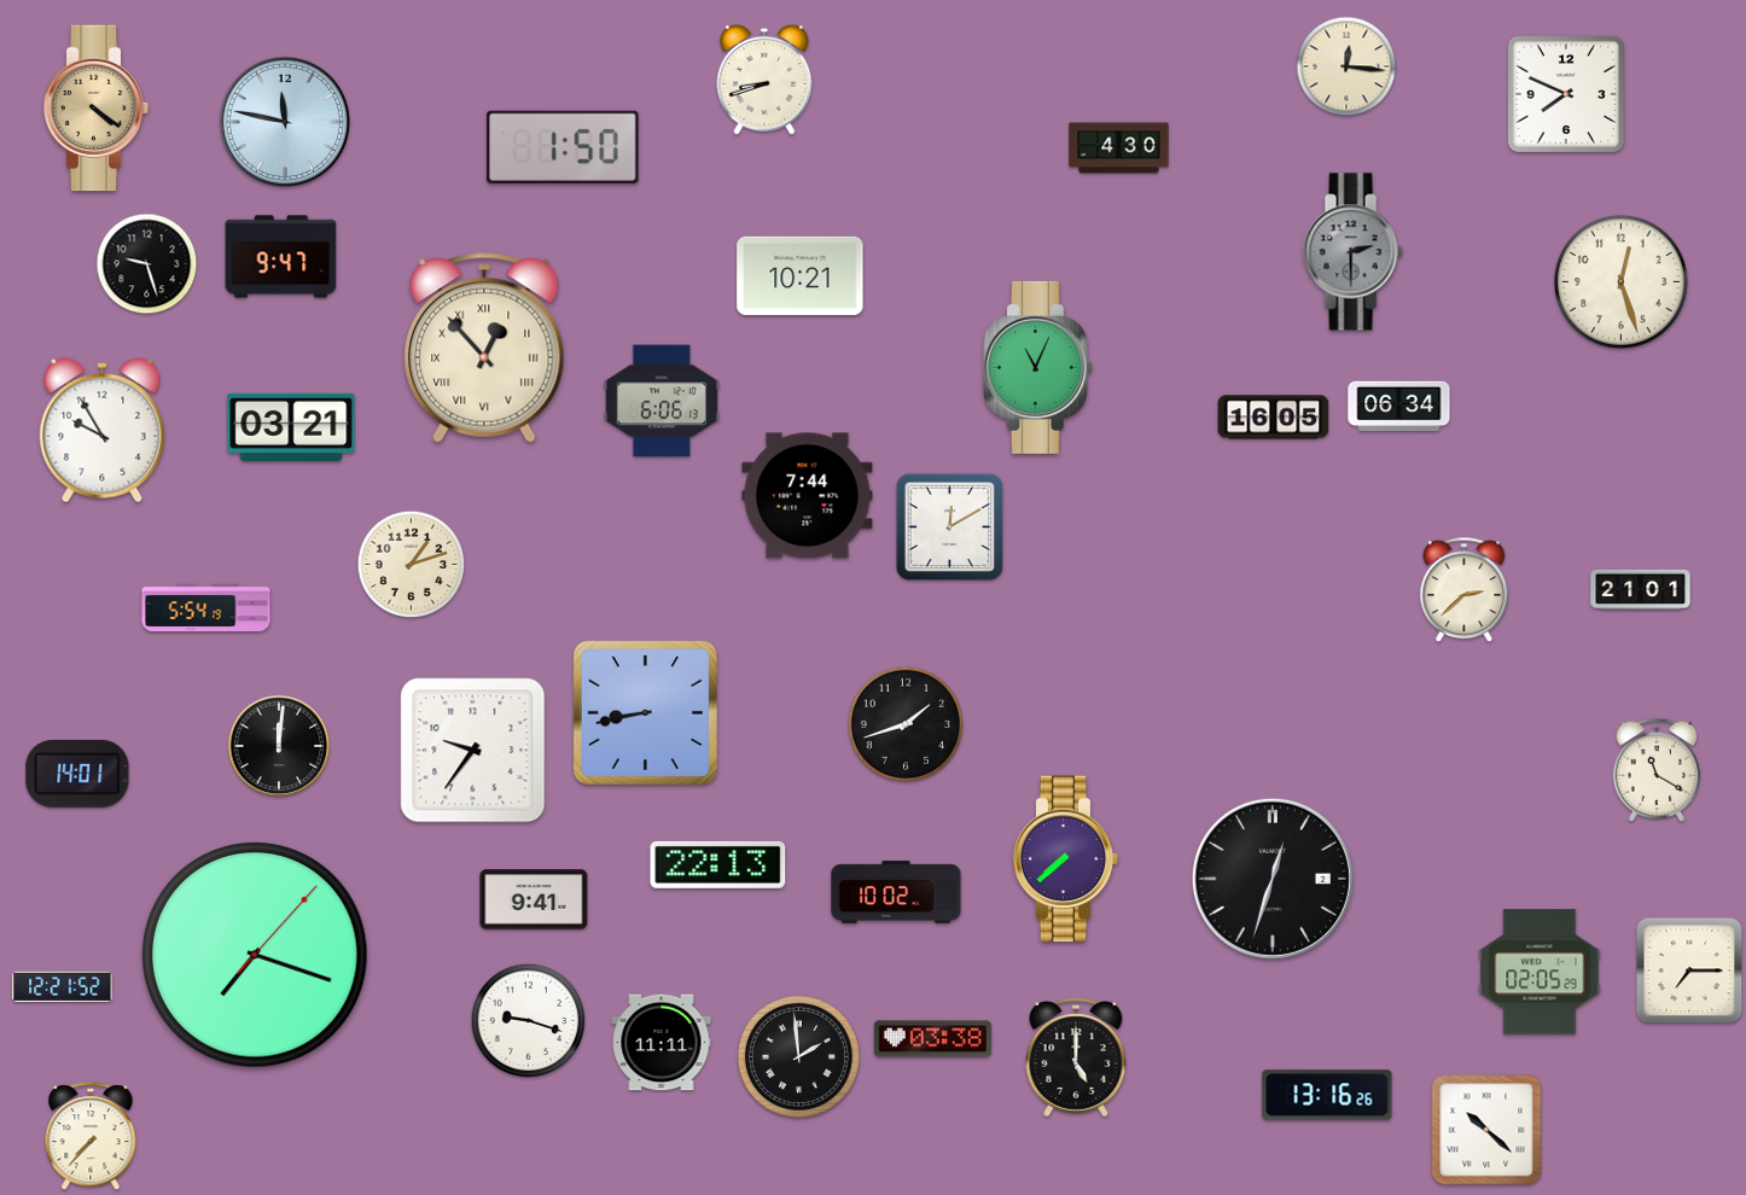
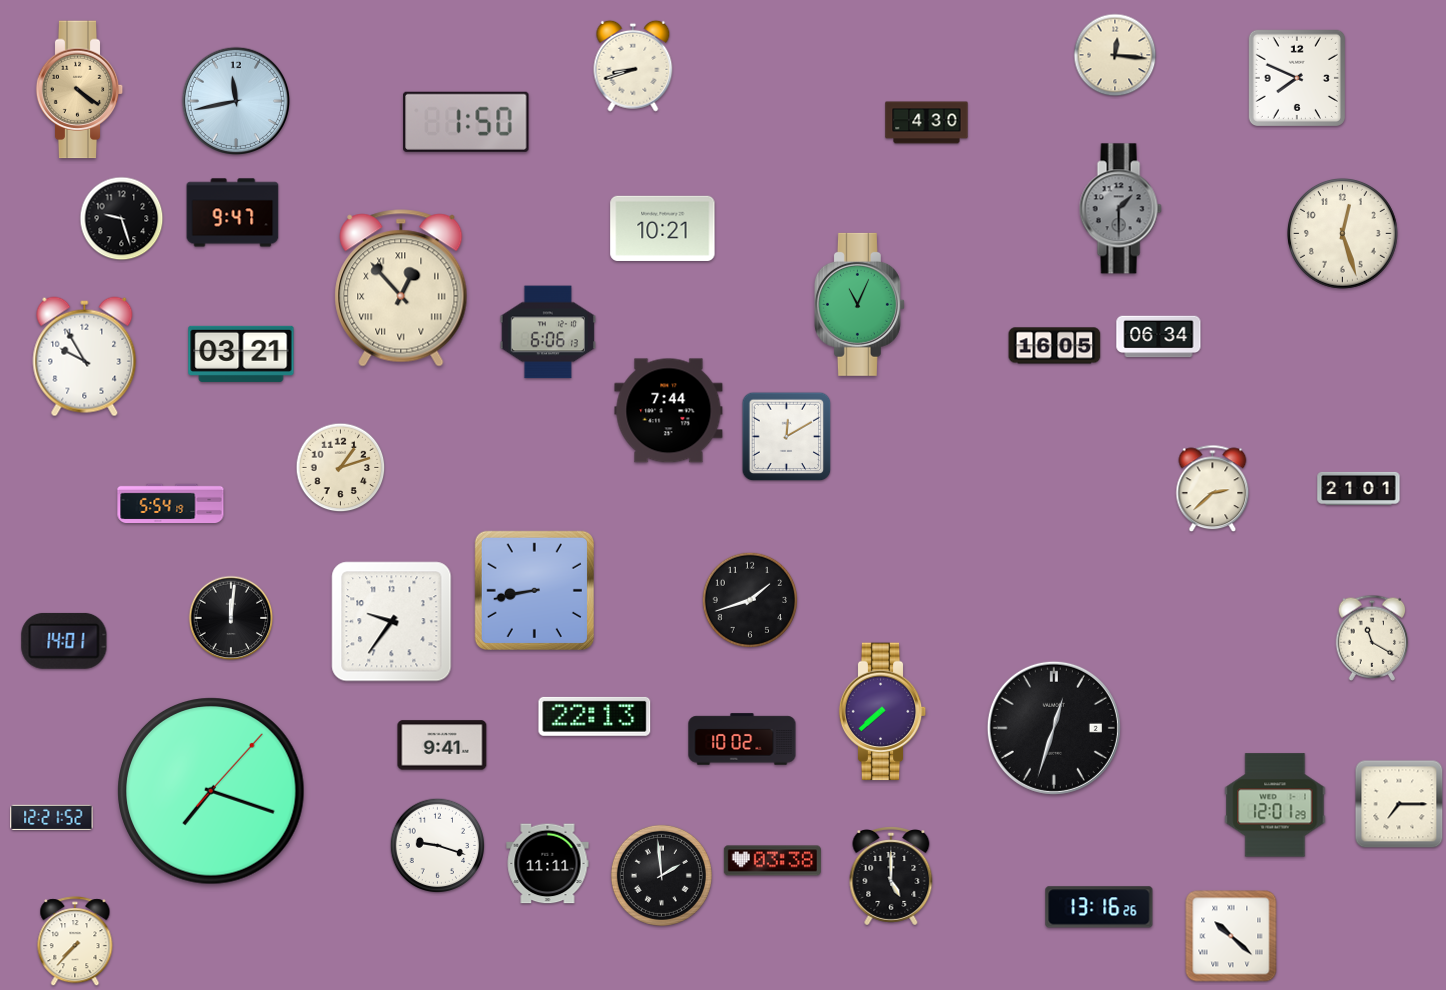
clock at (284, 121): 11:47 -> 11:43
clock at (1352, 252): 2:30 -> 1:30
clock at (1540, 972): 02:05 -> 12:01
